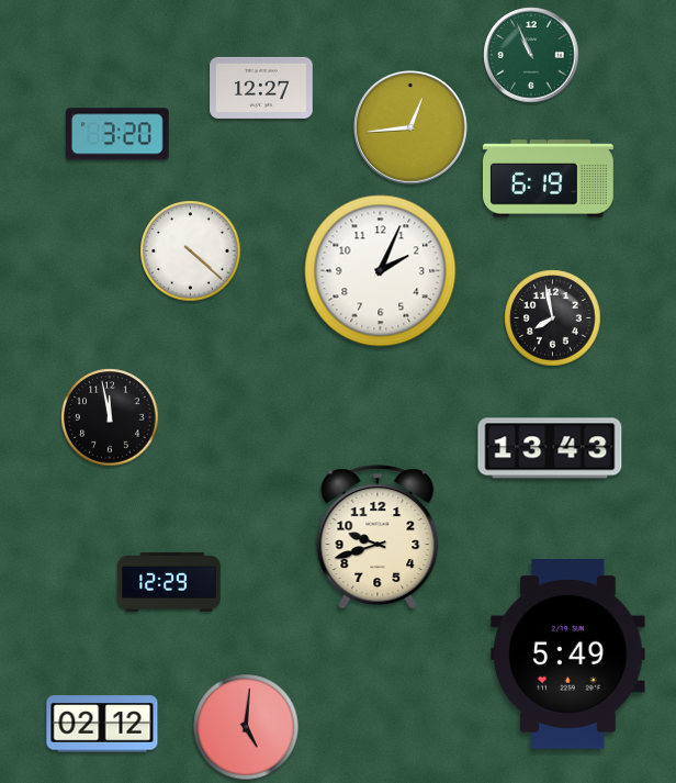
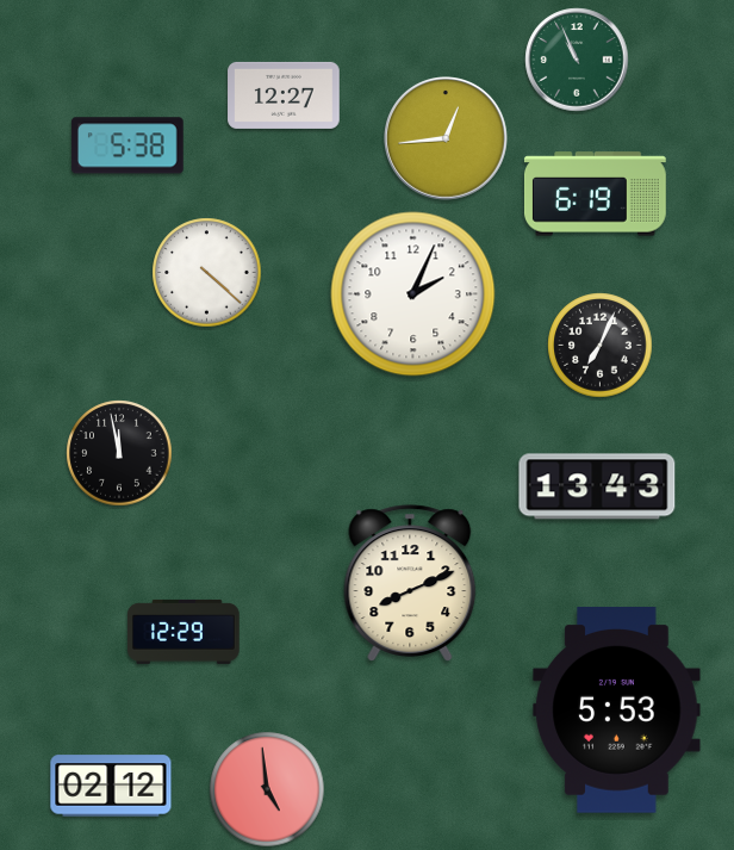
clock at (117, 134): 3:20 -> 5:38
clock at (553, 318): 7:58 -> 7:04
clock at (378, 537): 9:42 -> 8:11
clock at (568, 655): 5:49 -> 5:53
clock at (246, 727): 5:01 -> 4:59
